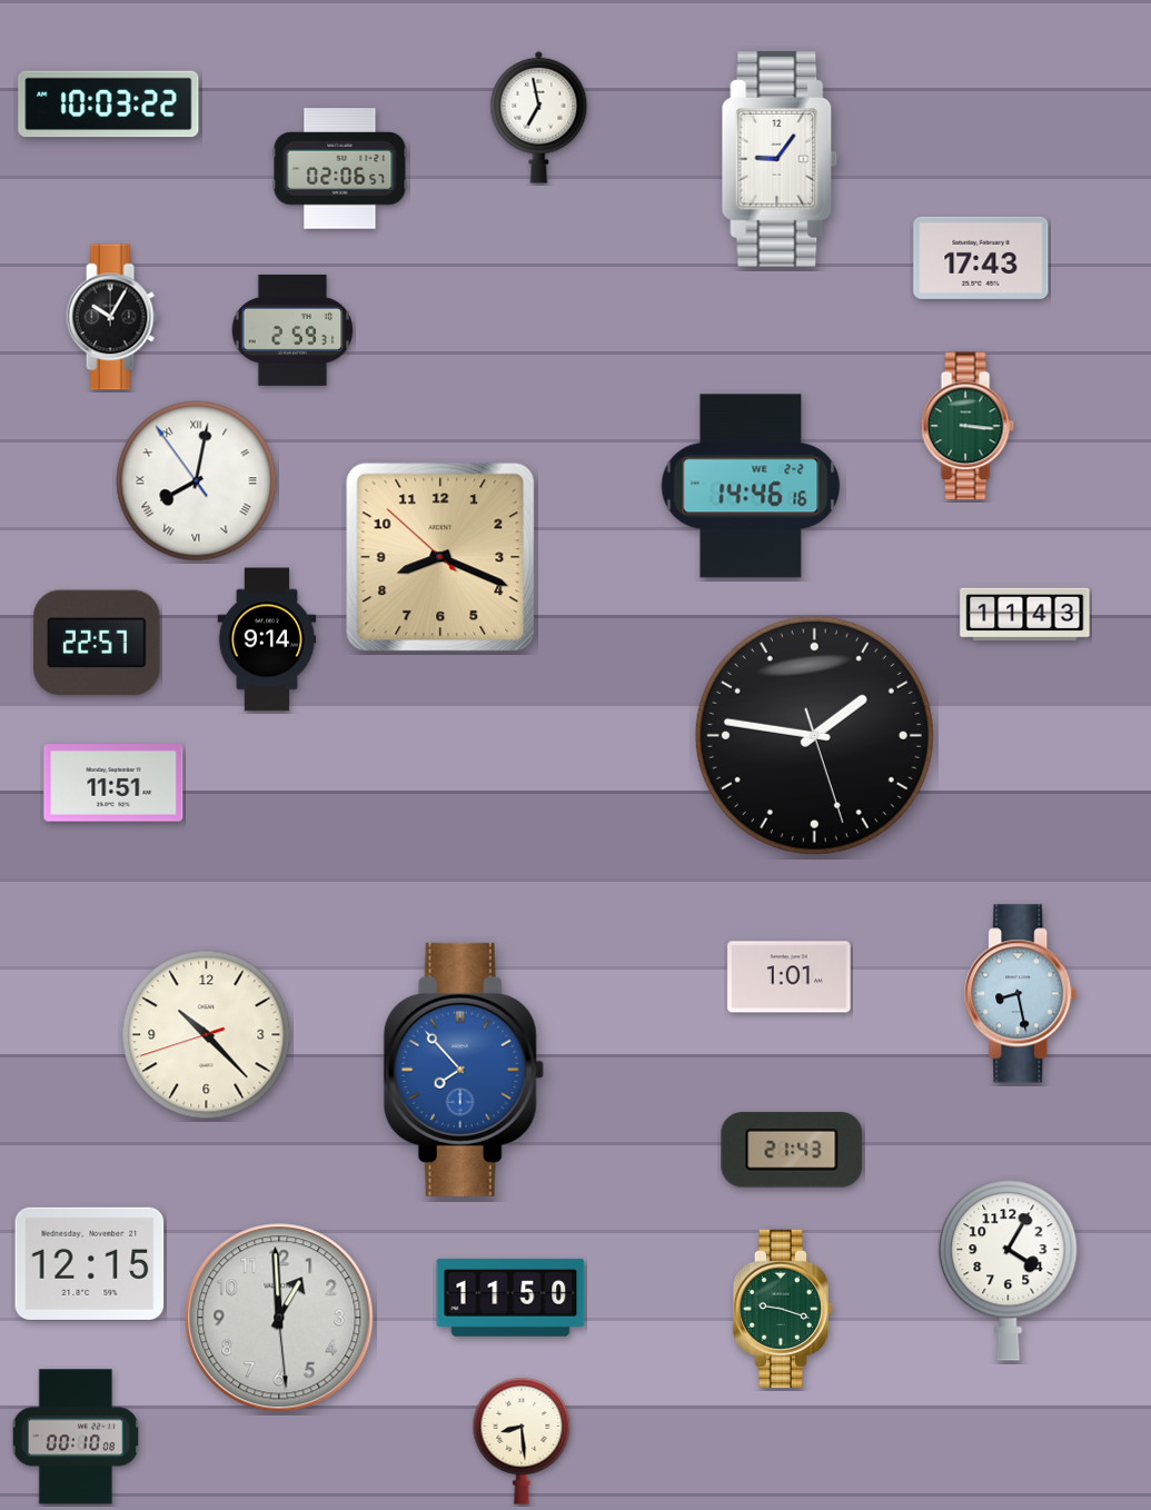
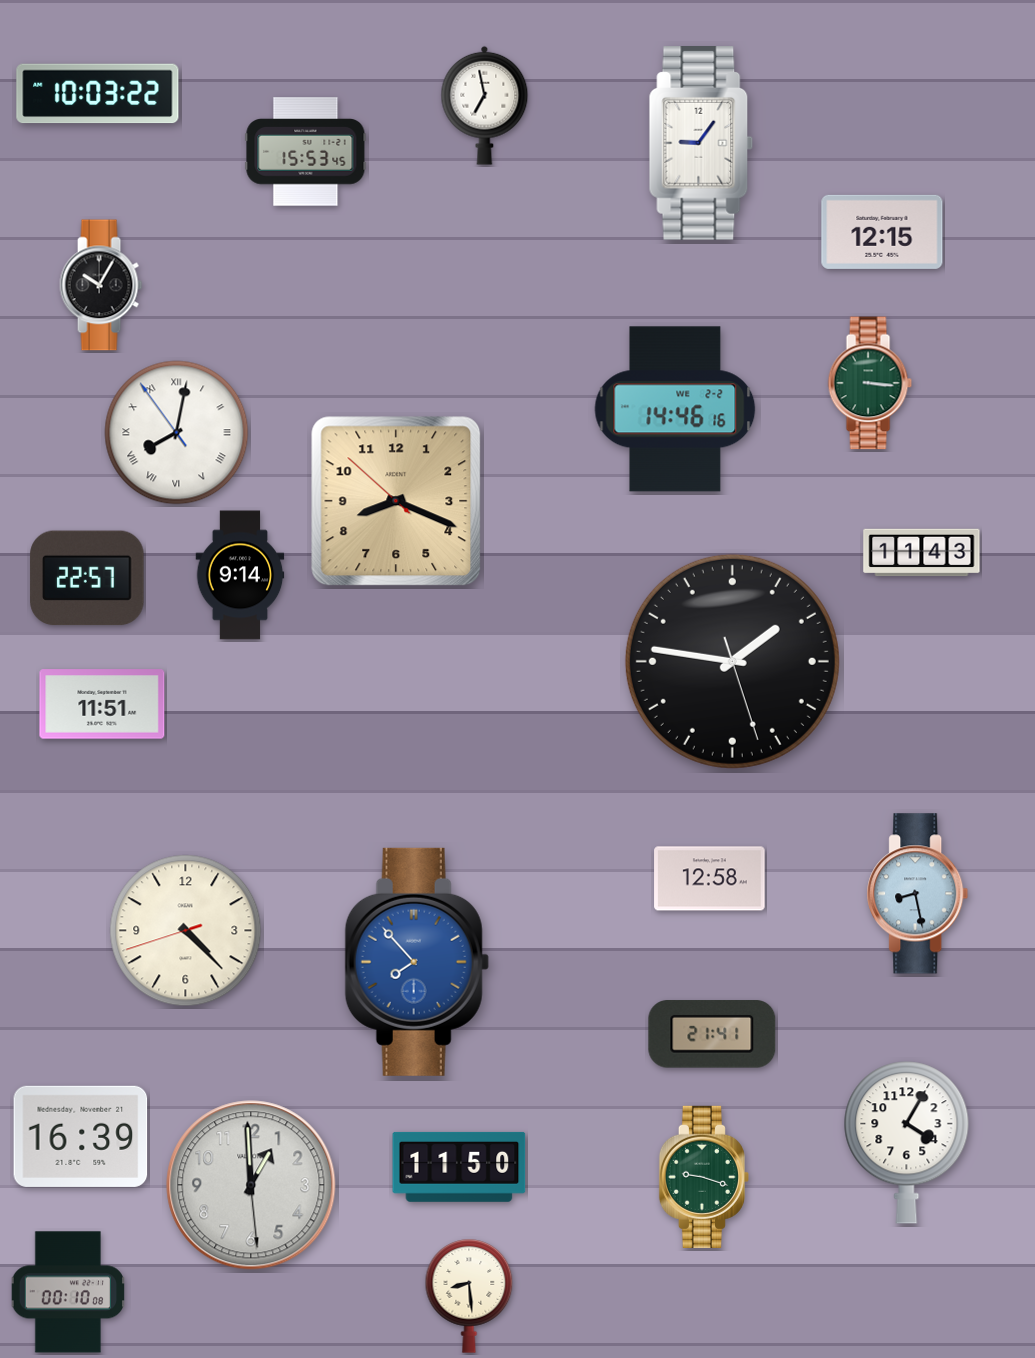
clock at (340, 169): 02:06 -> 15:53
clock at (981, 258): 17:43 -> 12:15
clock at (292, 330): 2:59 -> none
clock at (751, 486) position: (751, 486) -> (675, 409)
clock at (790, 977): 1:01 -> 12:58
clock at (207, 1035): 10:22 -> 4:22
clock at (792, 1150): 21:43 -> 21:41
clock at (90, 1263): 12:15 -> 16:39
